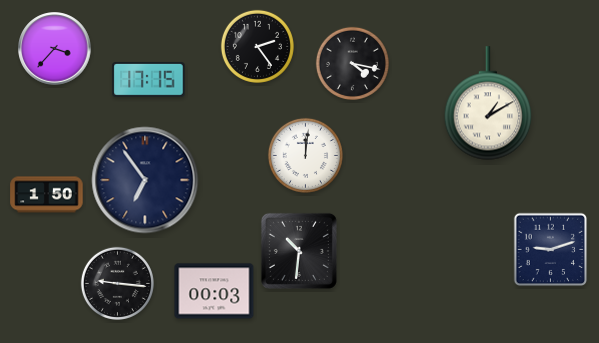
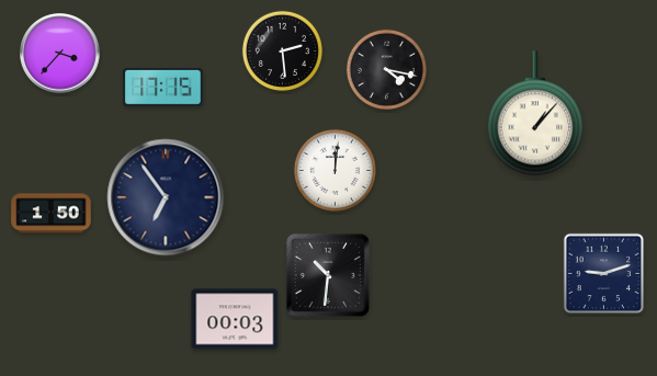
clock at (257, 46): 2:24 -> 2:29
clock at (488, 103): 1:10 -> 1:07
clock at (145, 180) position: (145, 180) -> (166, 197)
clock at (117, 283): 9:16 -> none
